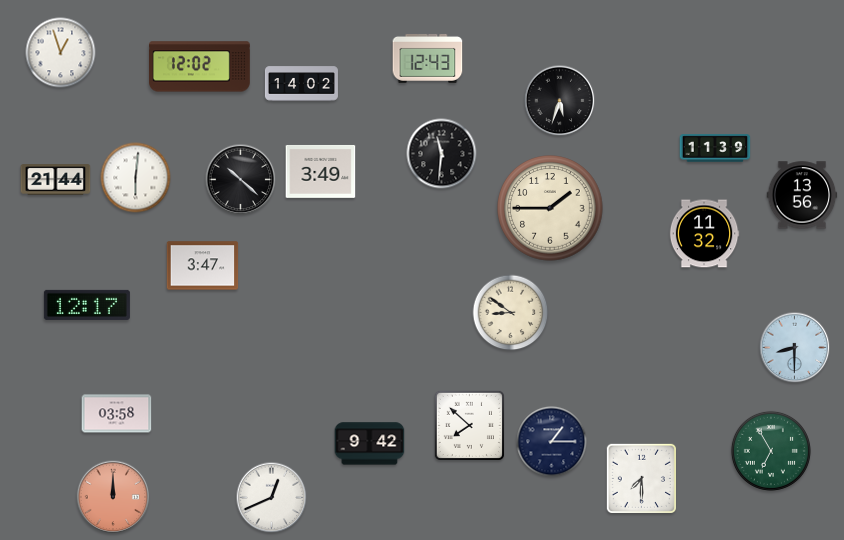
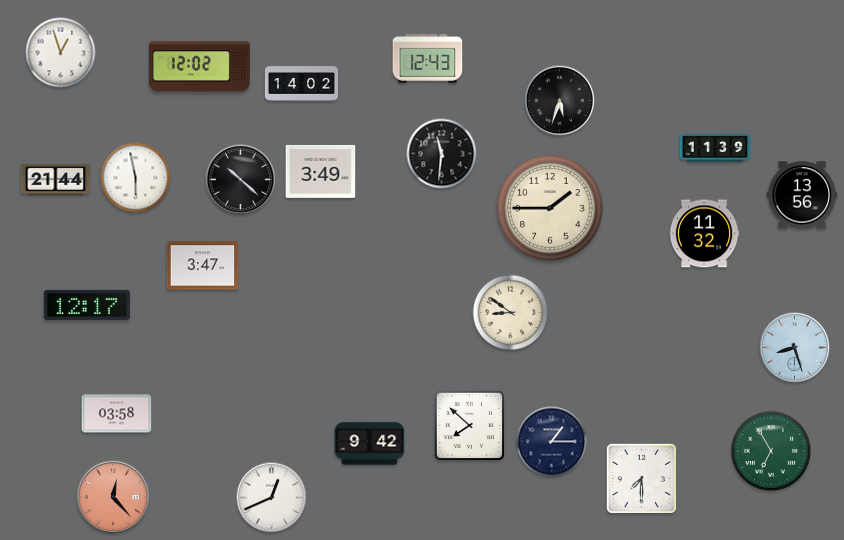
clock at (136, 178): 6:01 -> 5:58
clock at (795, 348): 8:30 -> 8:27
clock at (113, 497): 12:00 -> 12:23
